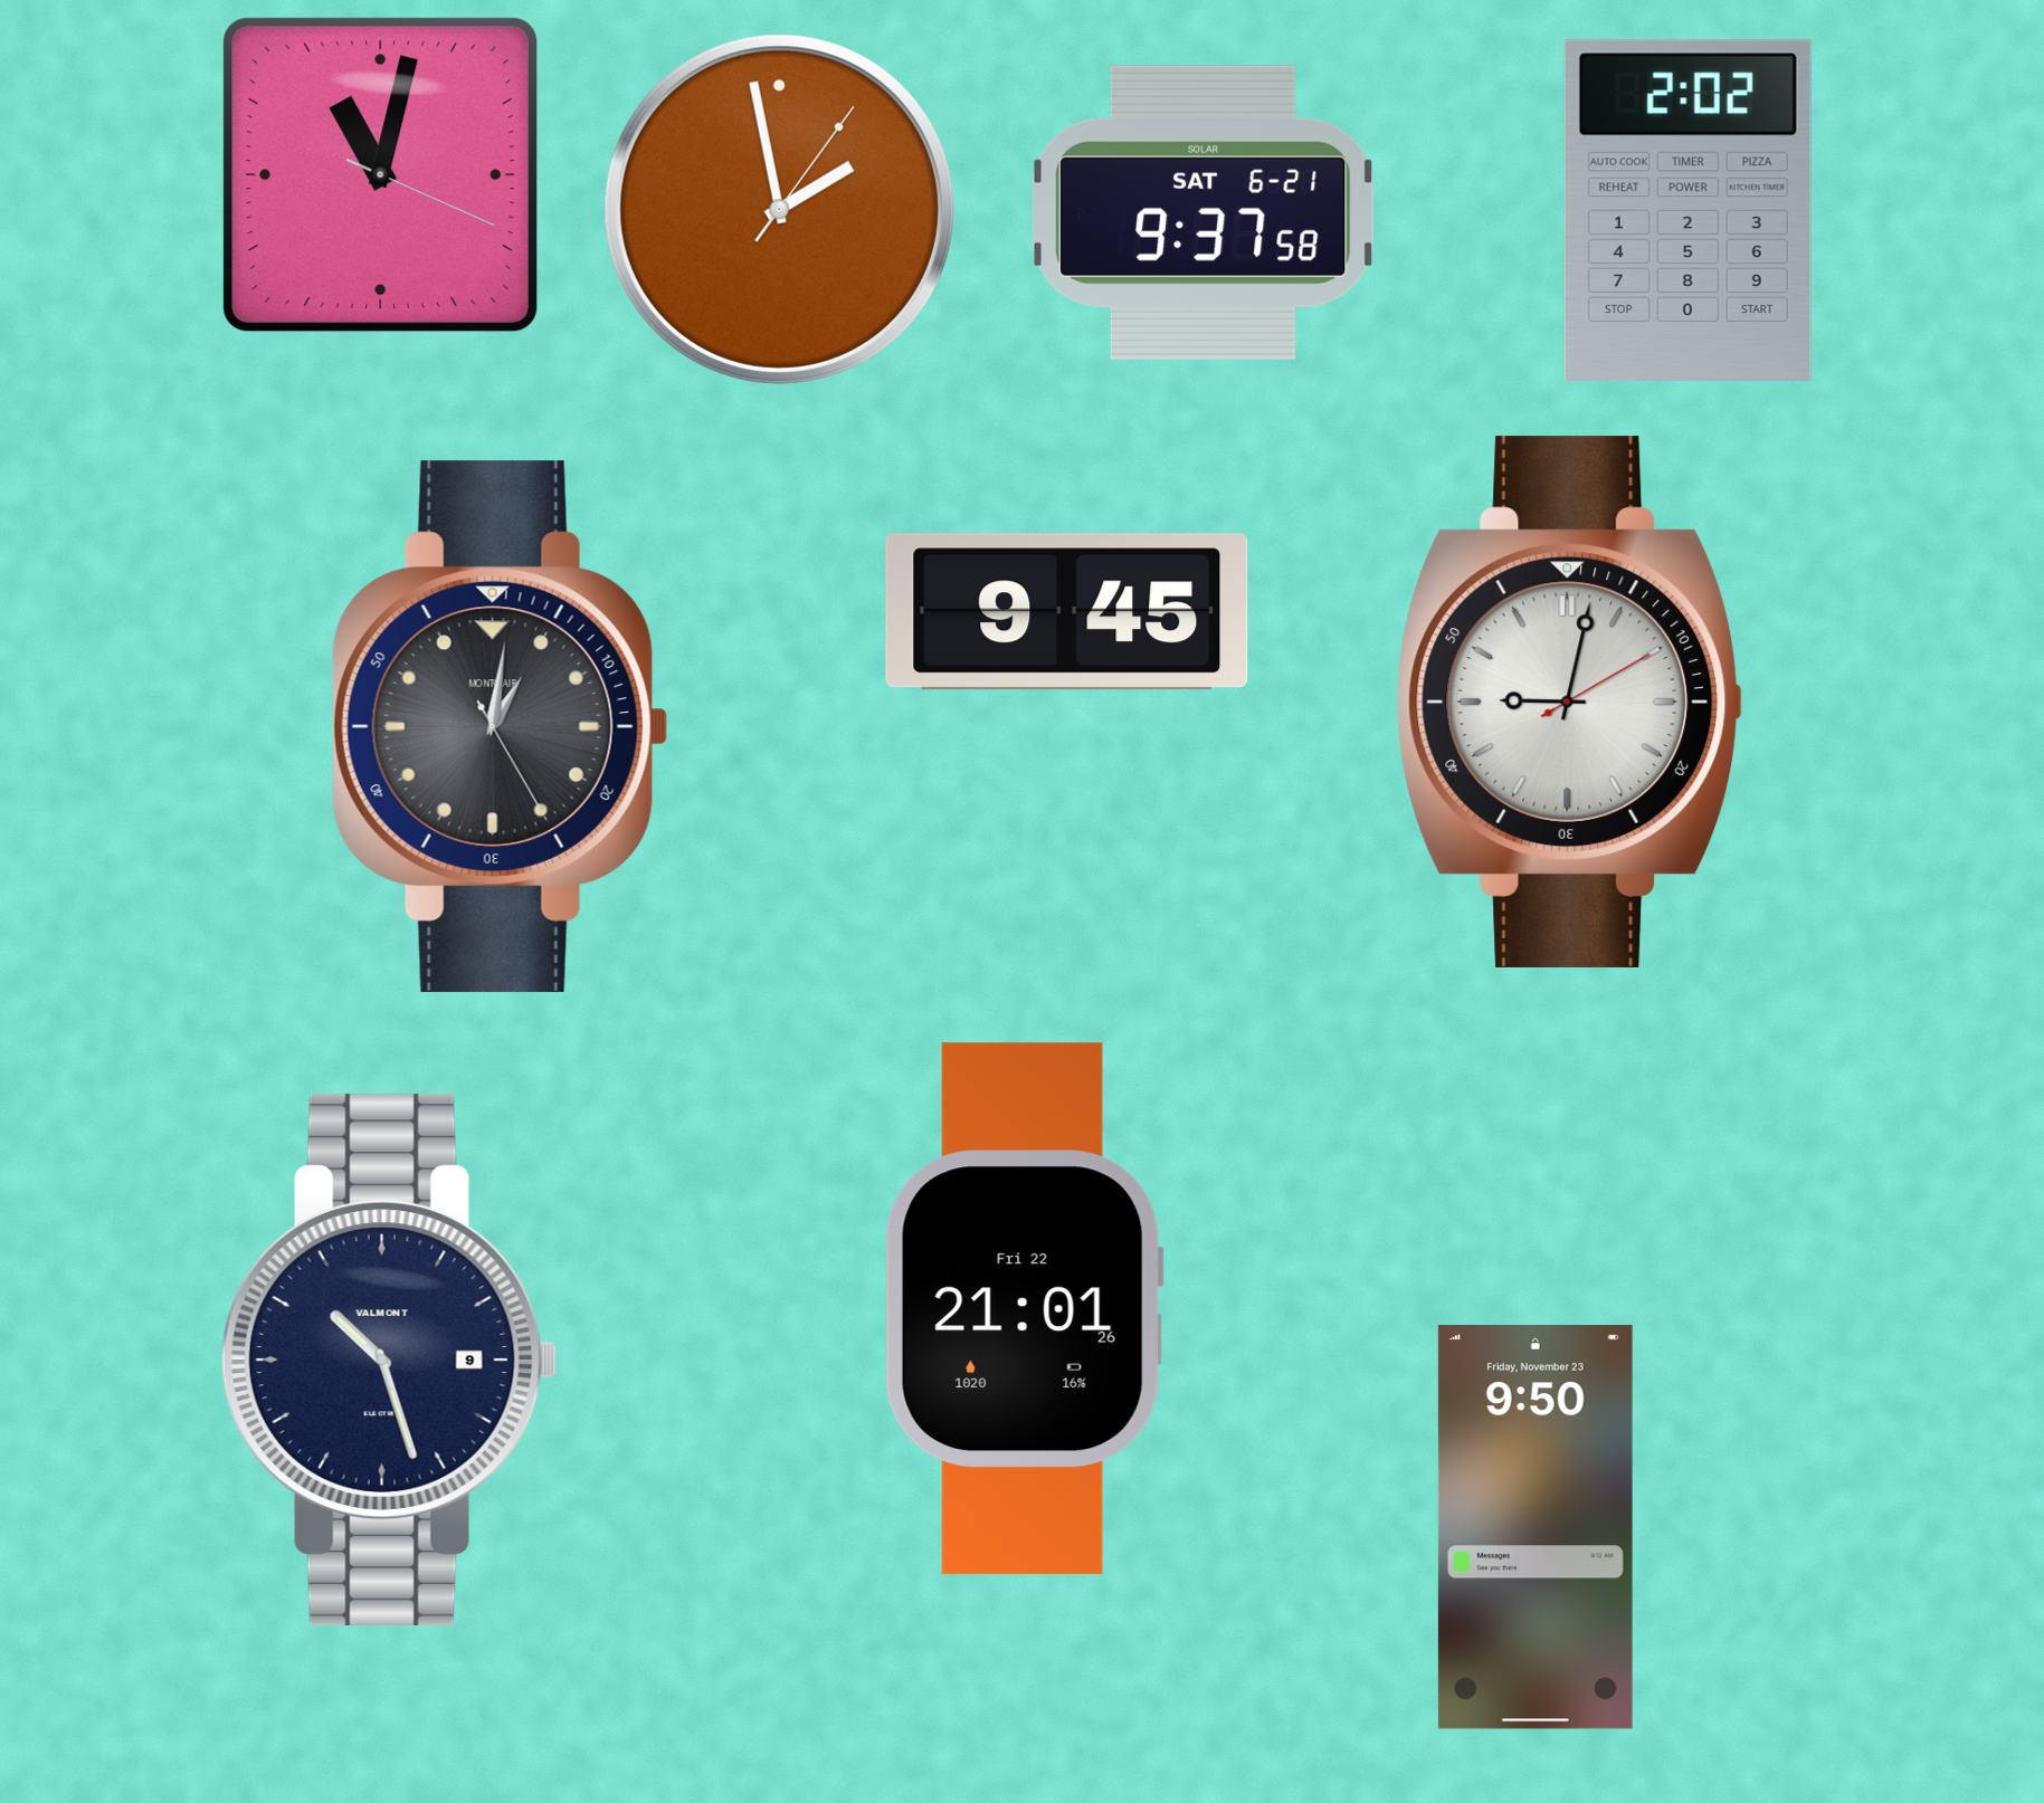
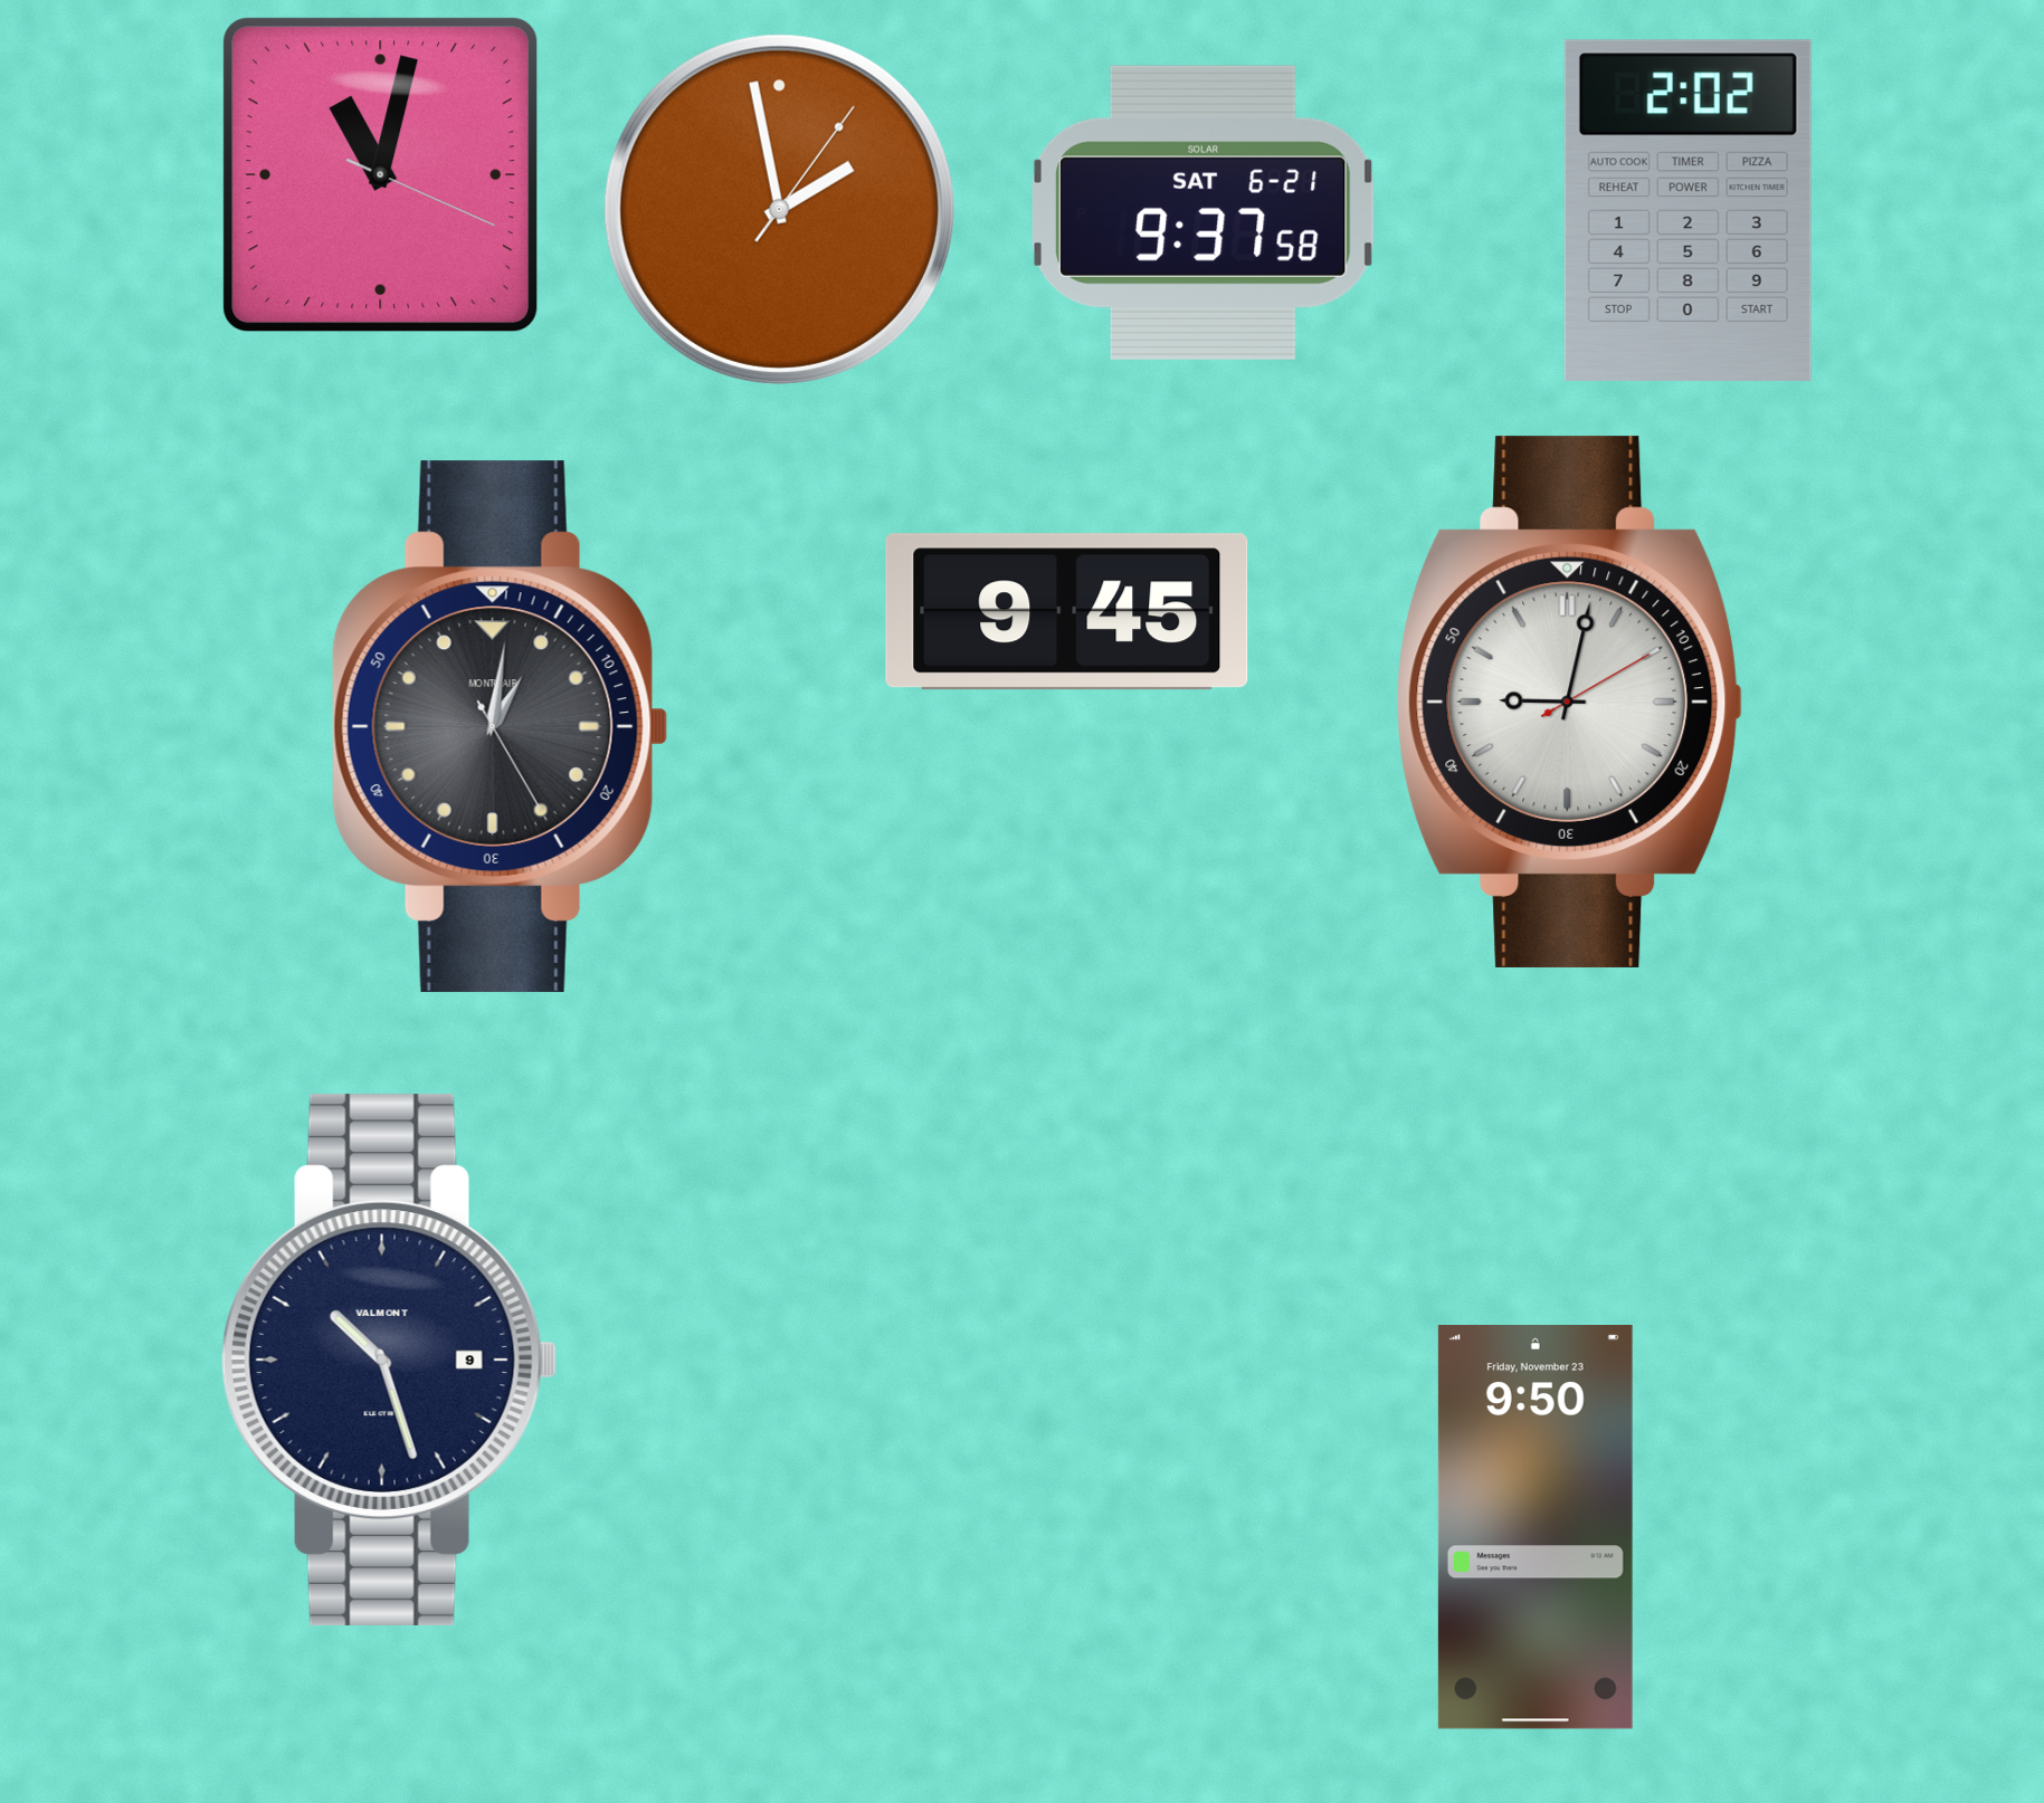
clock at (1024, 1309): 21:01 -> none
